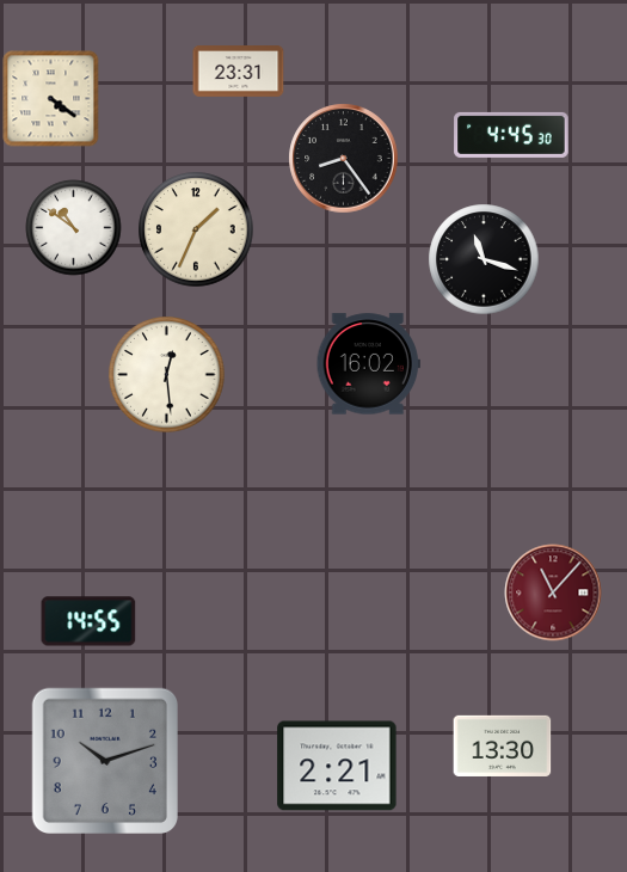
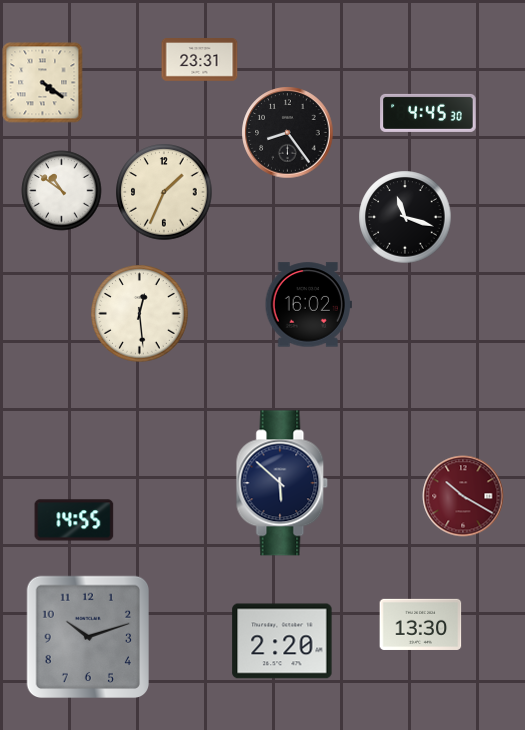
clock at (282, 483): none -> 5:52
clock at (553, 592): 11:07 -> 10:20
clock at (337, 766): 2:21 -> 2:20
